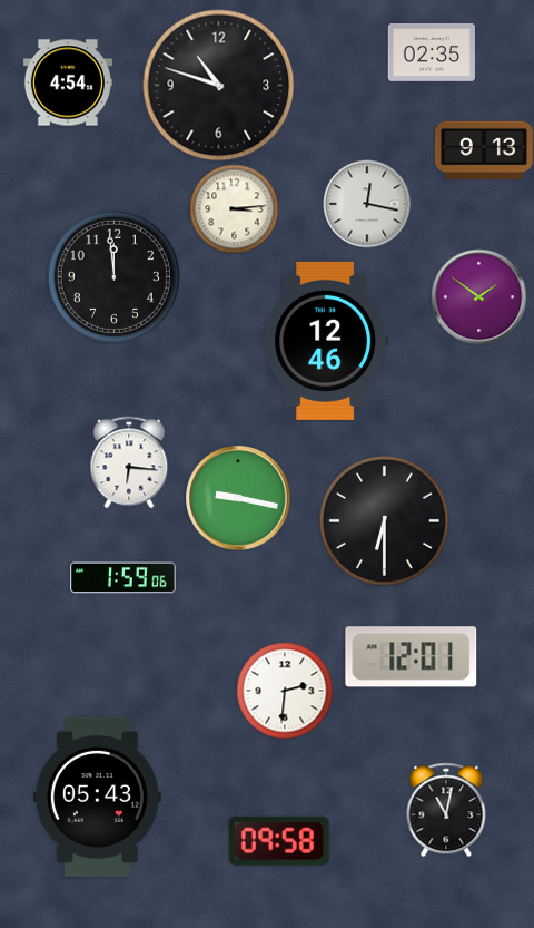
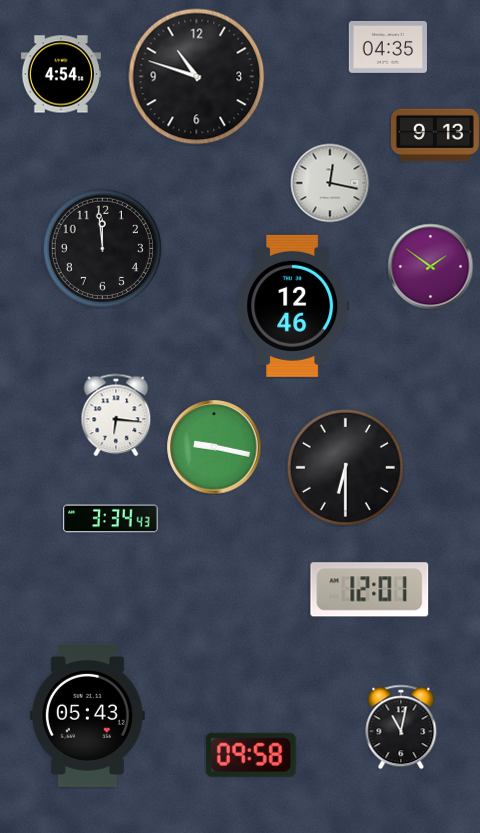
clock at (431, 52): 02:35 -> 04:35
clock at (234, 208): 3:14 -> none
clock at (123, 578): 1:59 -> 3:34
clock at (285, 691): 2:31 -> none
